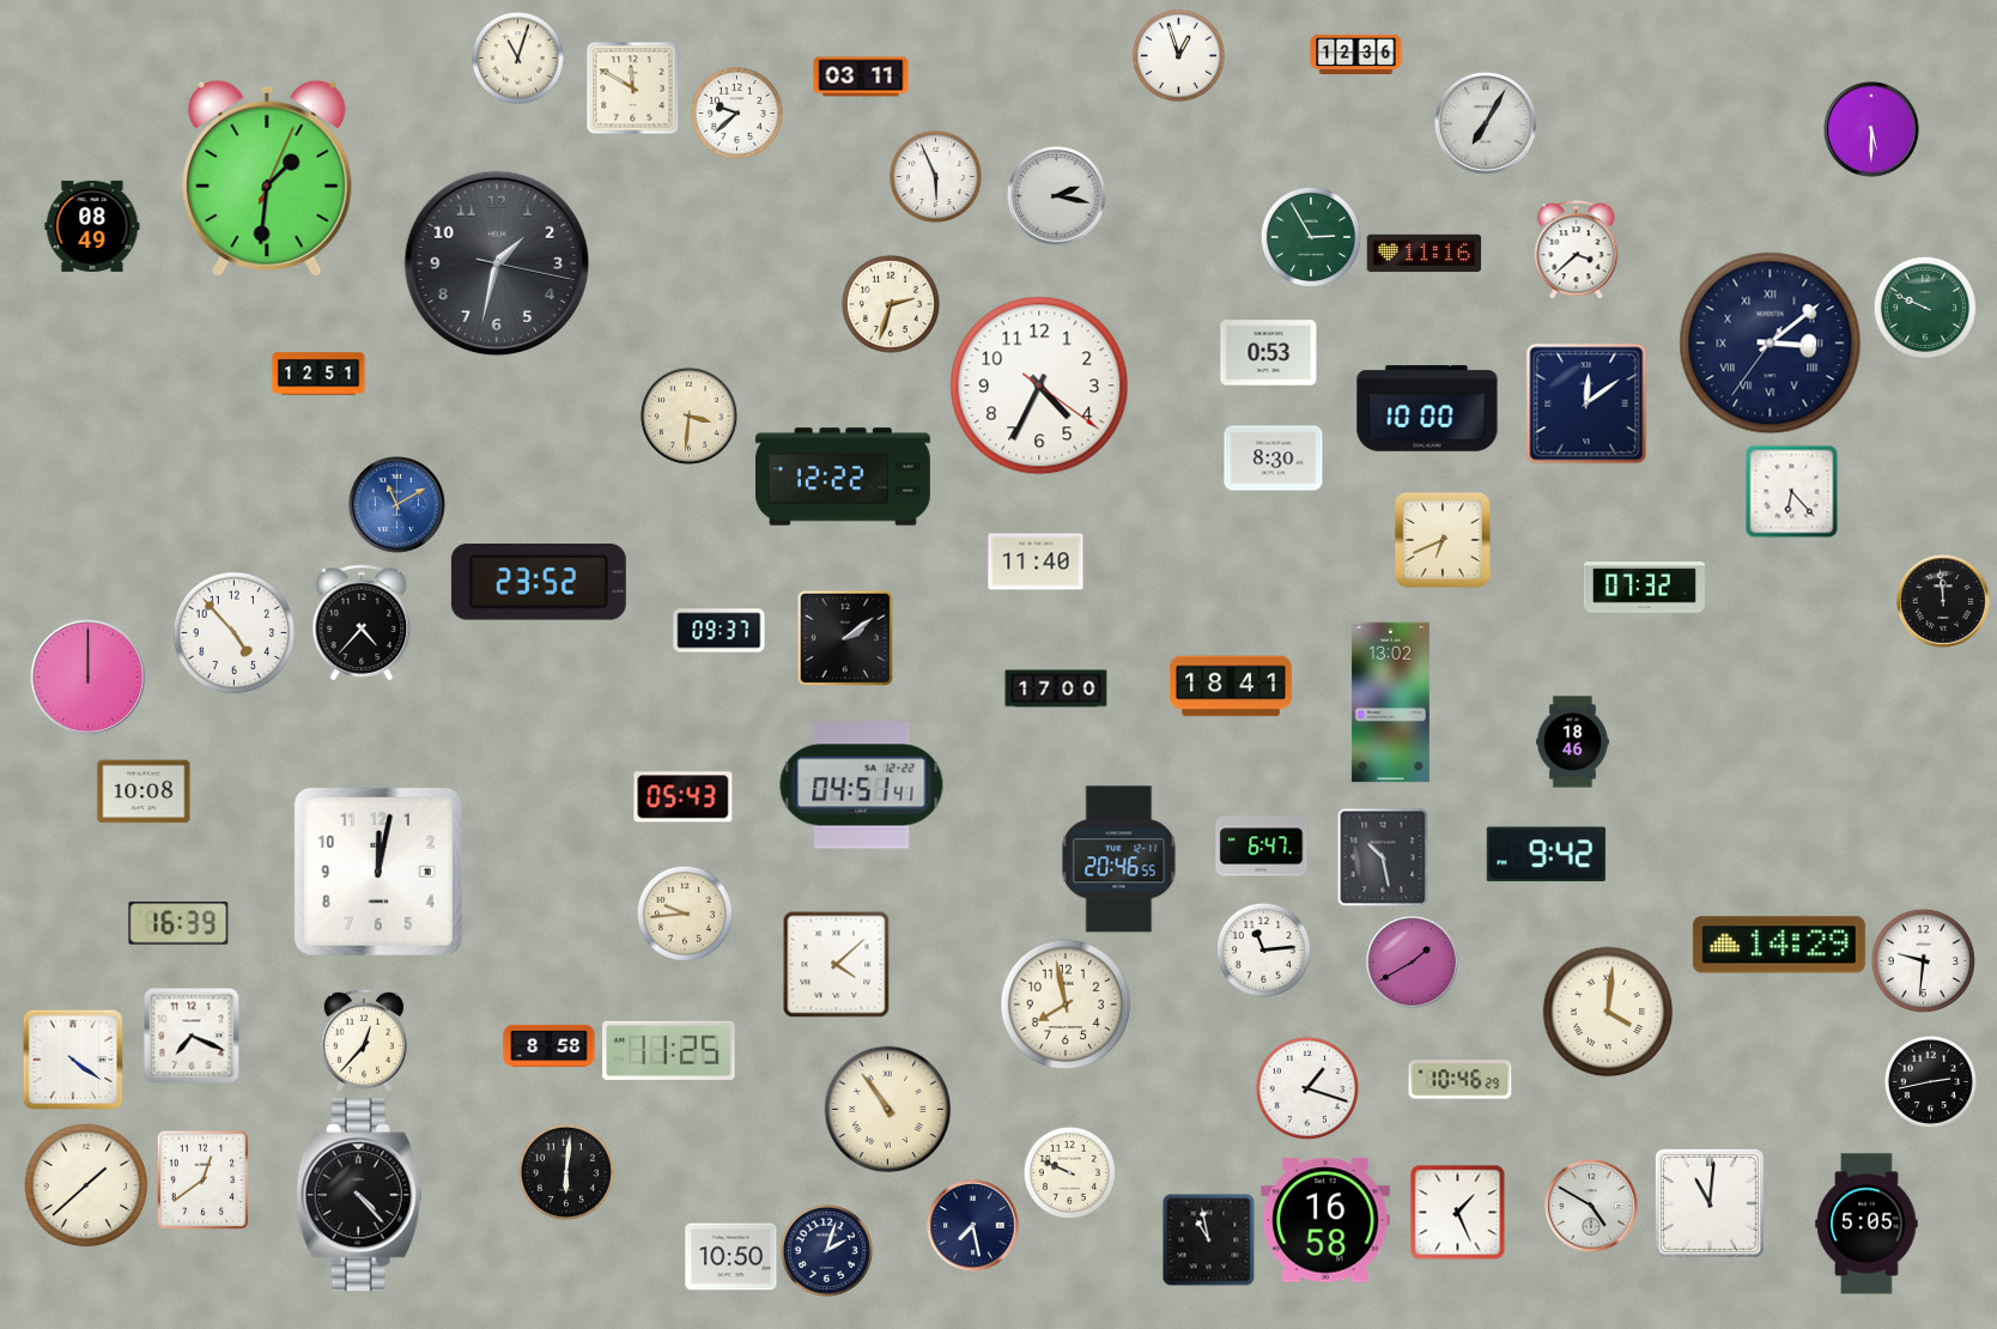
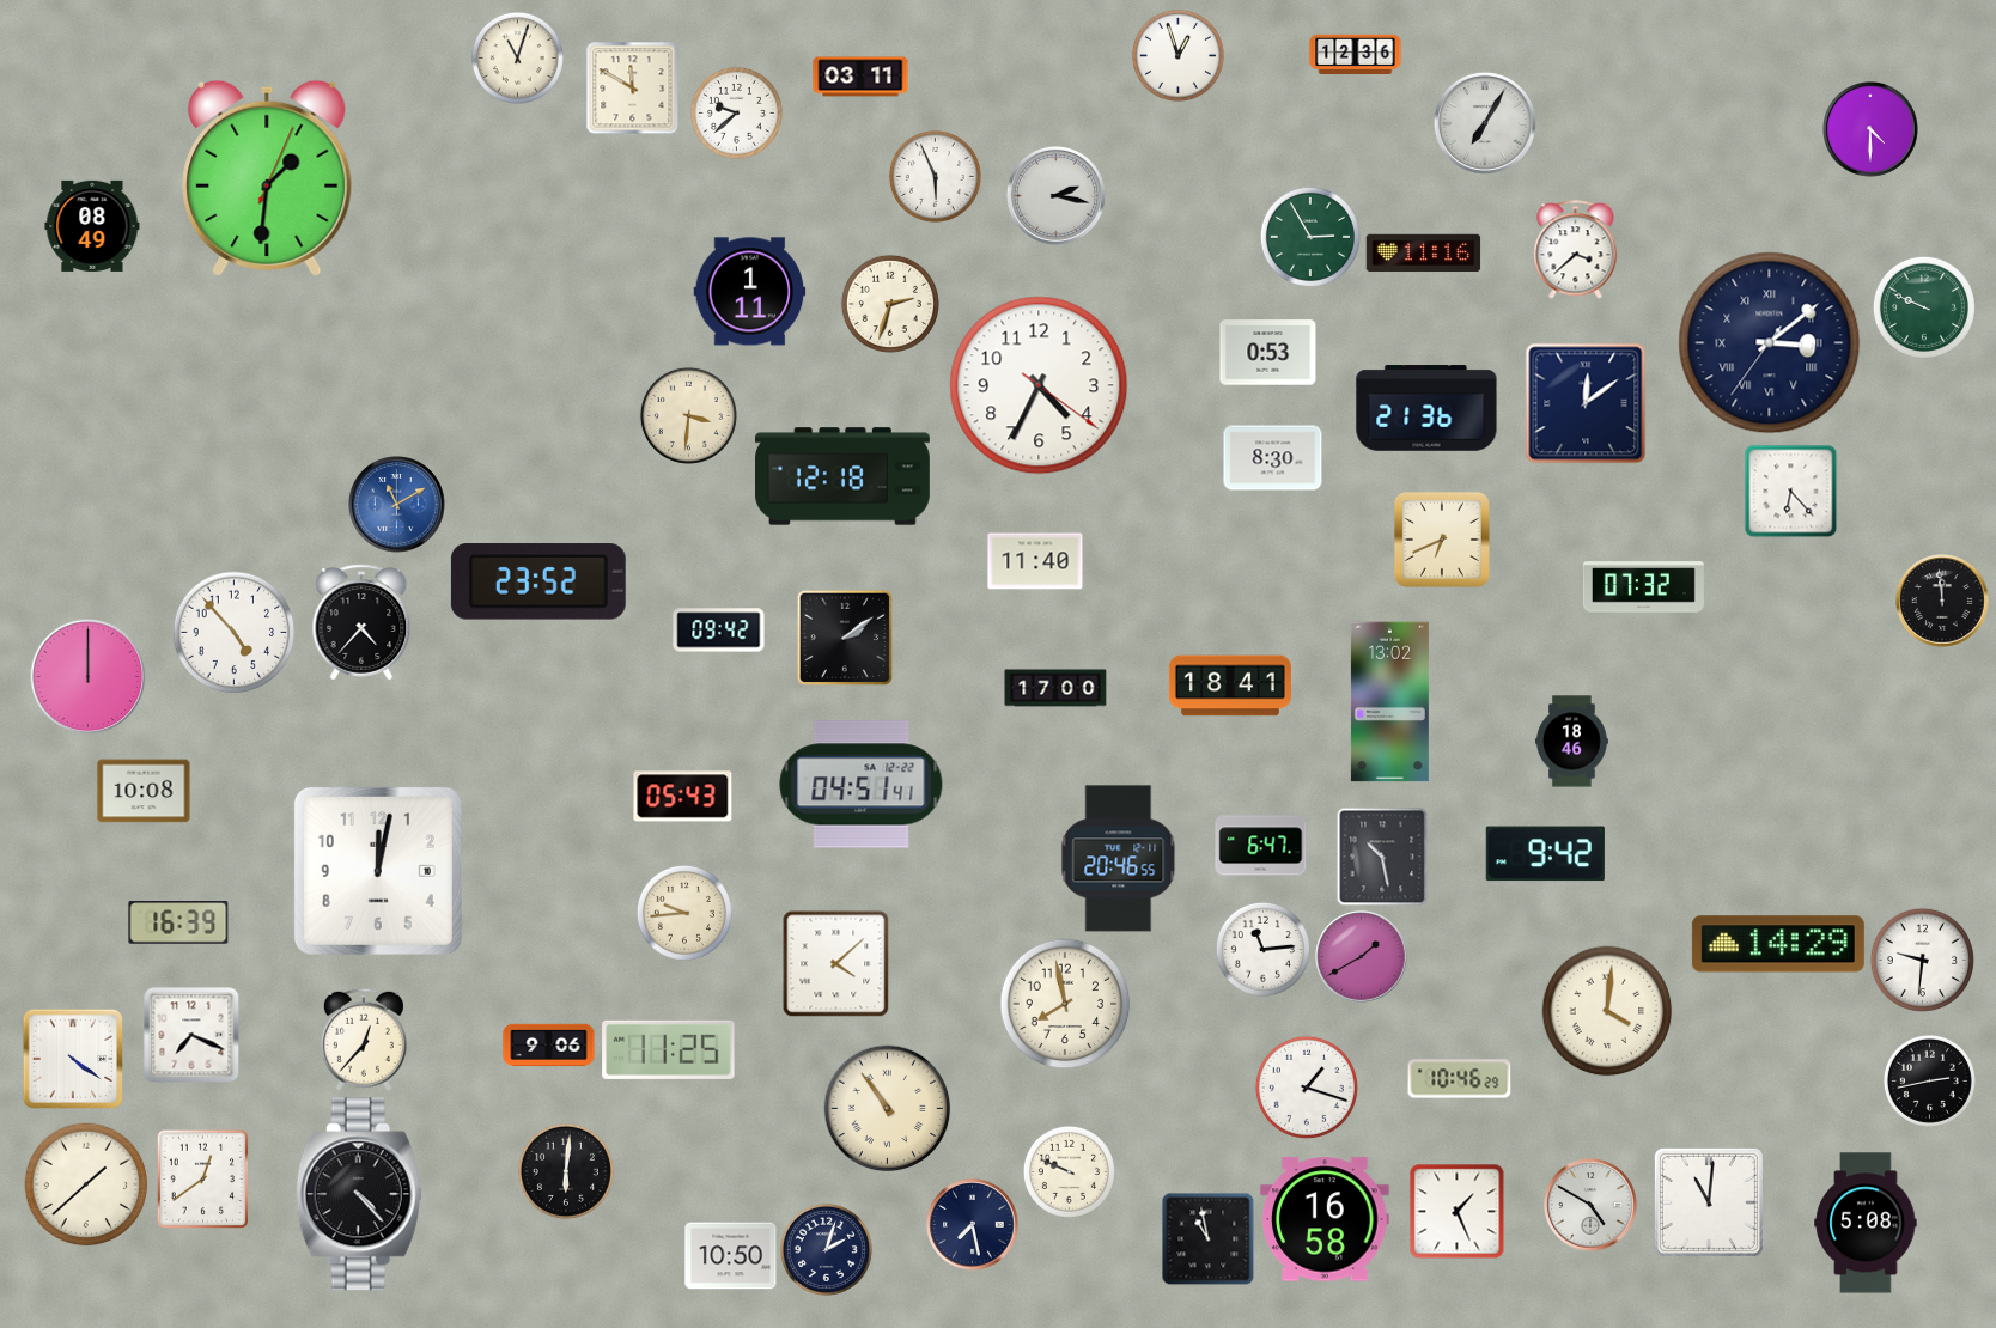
clock at (1872, 131): 5:30 -> 4:30
clock at (497, 263): 1:32 -> none
clock at (750, 292): none -> 1:11
clock at (318, 374): 12:51 -> none
clock at (1427, 408): 10:00 -> 21:36
clock at (844, 477): 12:22 -> 12:18
clock at (720, 631): 09:37 -> 09:42
clock at (1413, 963) position: (1413, 963) -> (1362, 957)
clock at (550, 1046): 8:58 -> 9:06
clock at (1867, 1224): 5:05 -> 5:08
